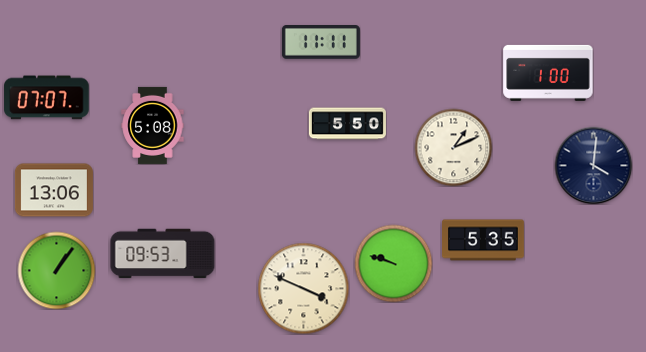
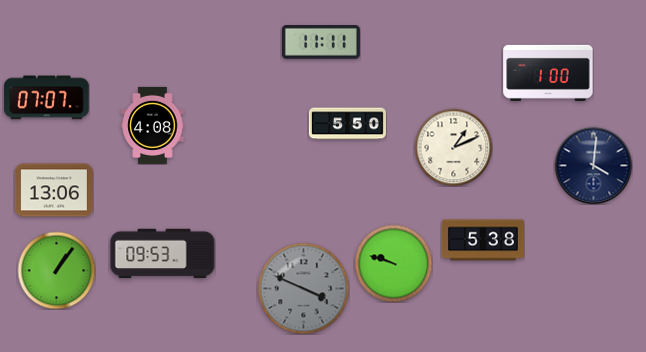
clock at (153, 125): 5:08 -> 4:08
clock at (484, 240): 5:35 -> 5:38
clock at (303, 288) dial: cream -> grey
